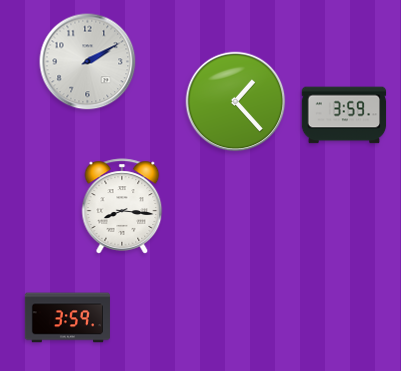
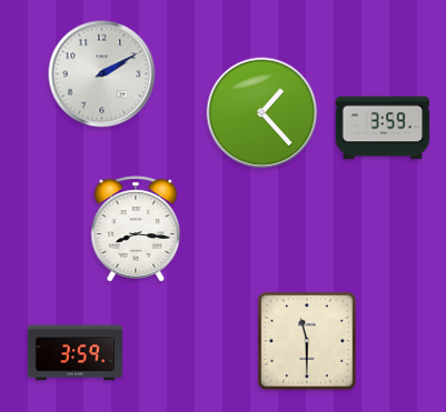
clock at (88, 62) position: (88, 62) -> (102, 74)
clock at (307, 341): none -> 11:30
